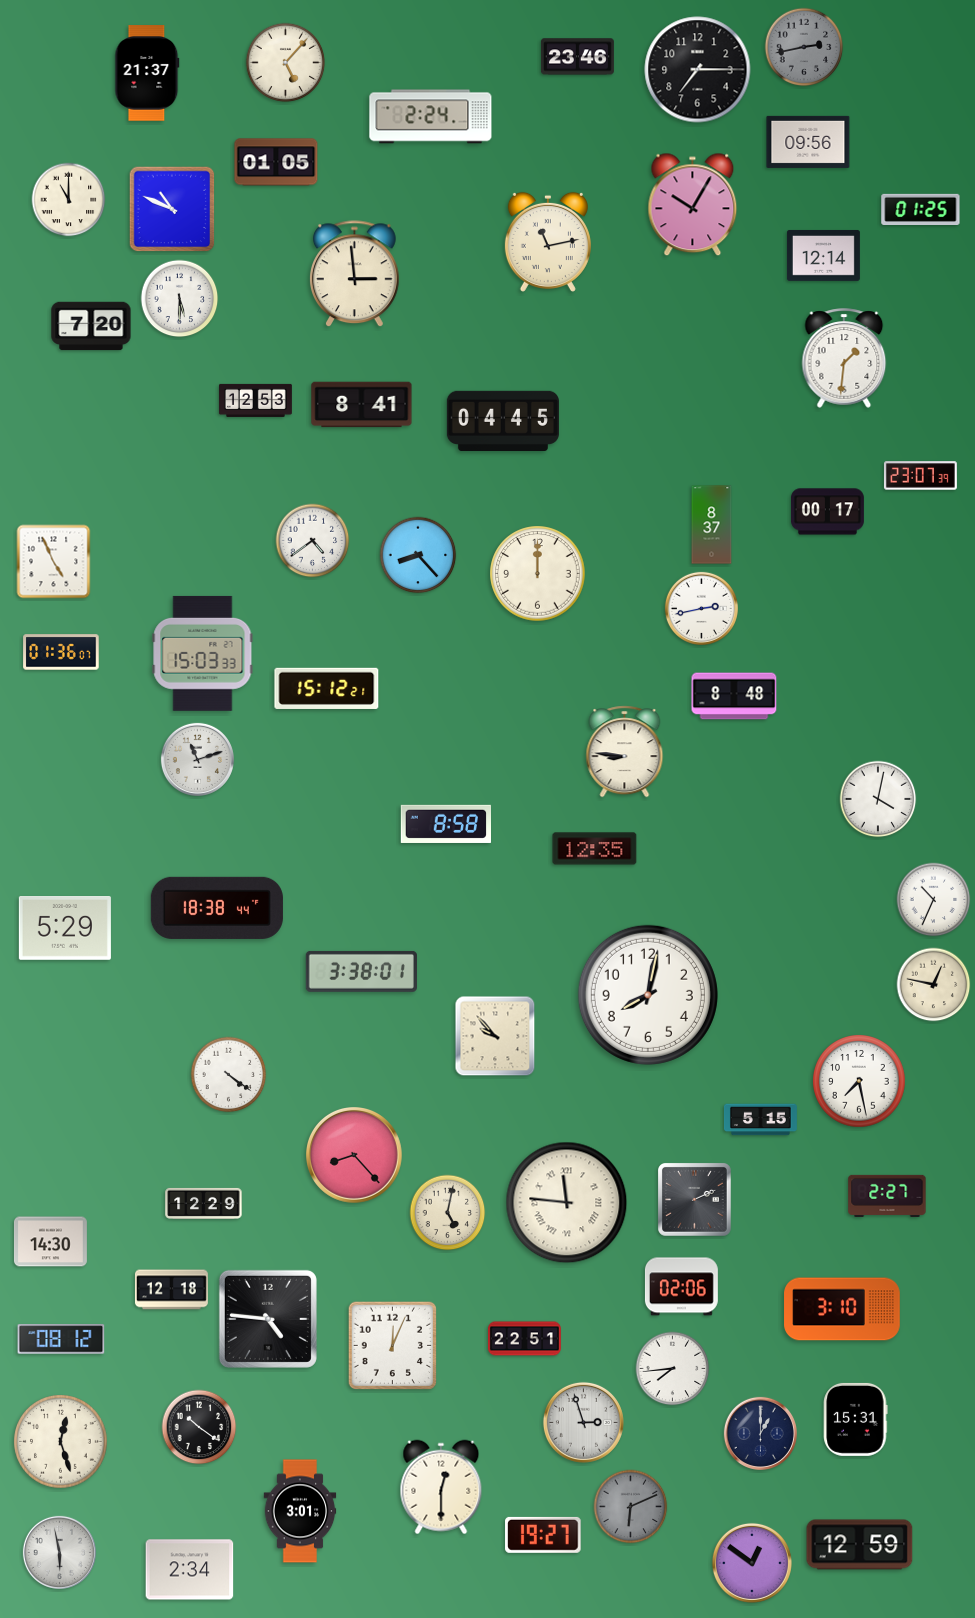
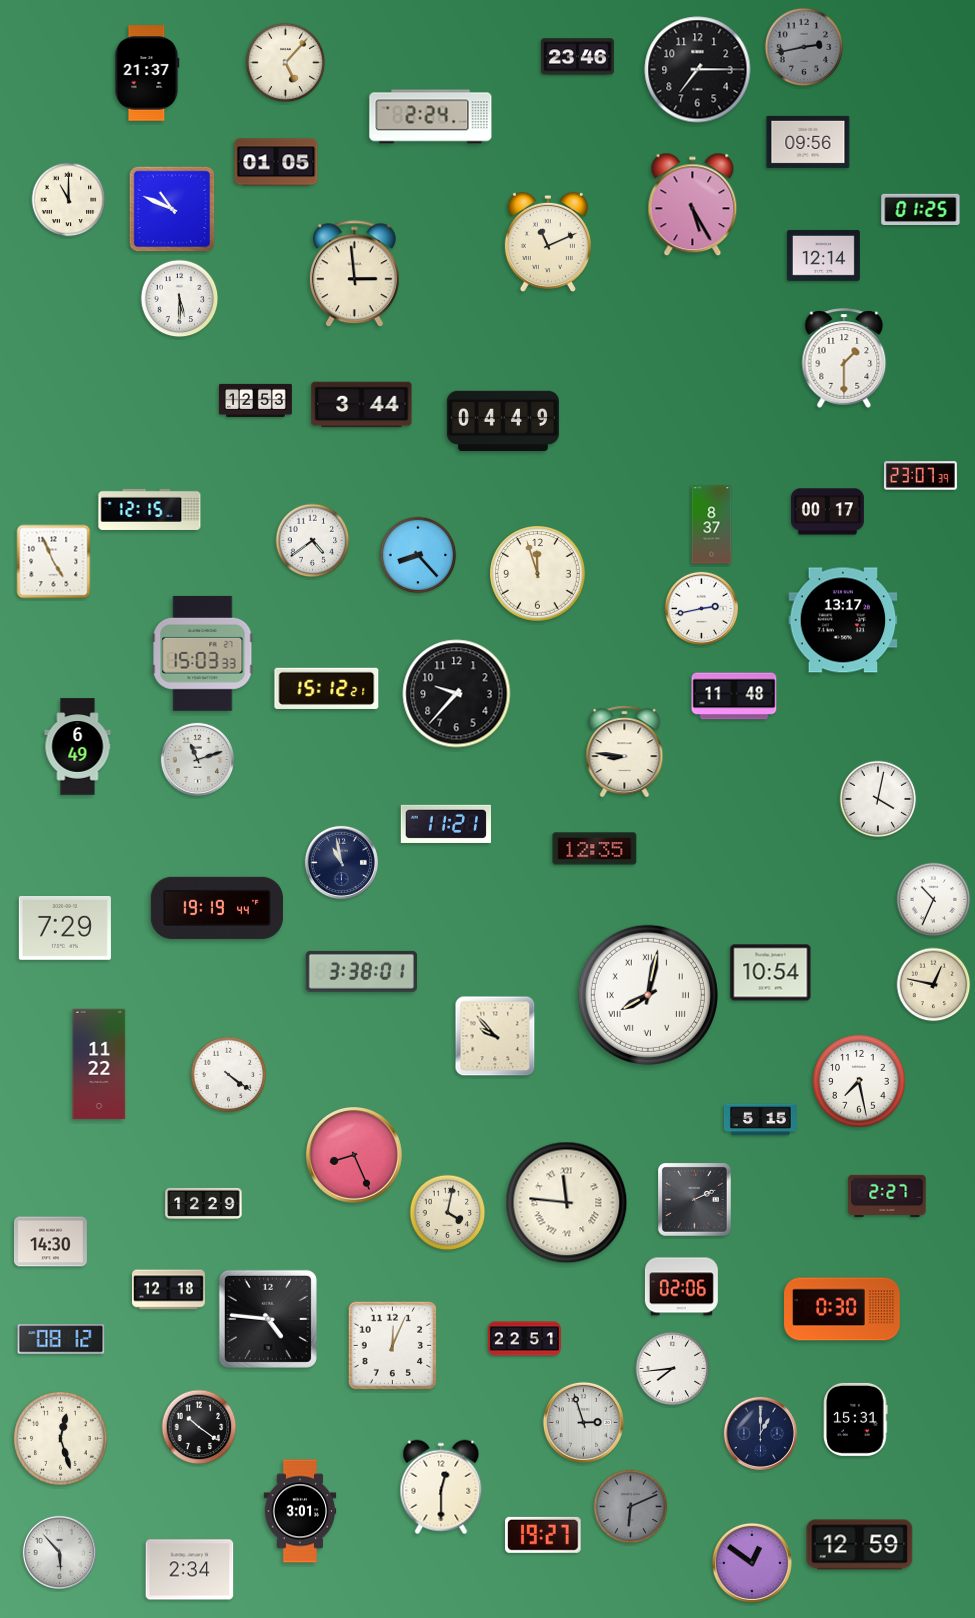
clock at (693, 205): 10:05 -> 5:25
clock at (548, 242): 11:13 -> 11:11
clock at (91, 326): 7:20 -> none
clock at (844, 358): 1:31 -> 1:30
clock at (362, 405): 8:41 -> 3:44
clock at (503, 420): 04:45 -> 04:49
clock at (150, 509): none -> 12:15
clock at (538, 574): 12:00 -> 11:57
clock at (843, 620): none -> 13:17
clock at (61, 652): 01:36 -> none
clock at (457, 694): none -> 9:37
clock at (734, 696): 8:48 -> 11:48
clock at (78, 747): none -> 6:49
clock at (445, 824): 8:58 -> 11:21
clock at (341, 862): none -> 10:58
clock at (217, 908): 18:38 -> 19:19
clock at (65, 929): 5:29 -> 7:29
clock at (771, 973): none -> 10:54
clock at (648, 995) numerals: Arabic -> Roman
clock at (99, 1064): none -> 11:22
clock at (355, 1156): 8:23 -> 8:26
clock at (448, 1213): 5:02 -> 4:02
clock at (171, 1290) position: (171, 1290) -> (168, 1290)
clock at (842, 1309): 3:10 -> 0:30
clock at (61, 1442) position: (61, 1442) -> (61, 1439)
clock at (59, 1552): 5:58 -> 5:53
